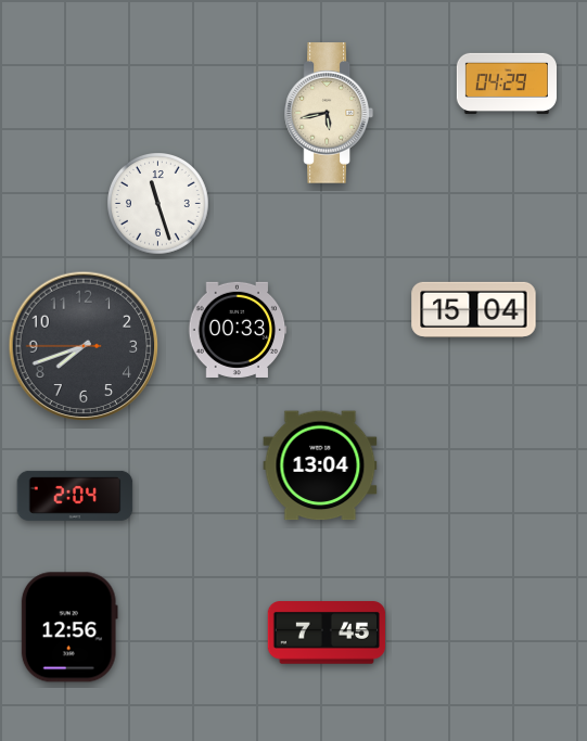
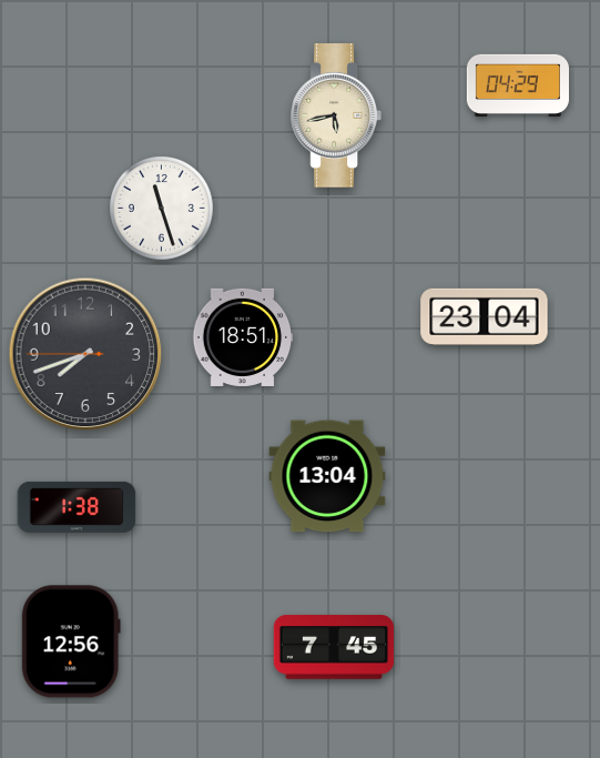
clock at (474, 309): 15:04 -> 23:04
clock at (238, 330): 00:33 -> 18:51
clock at (75, 496): 2:04 -> 1:38
